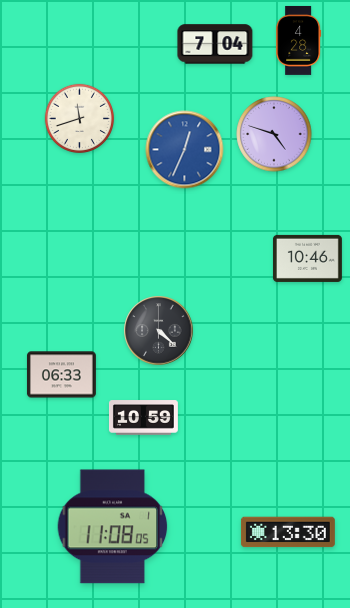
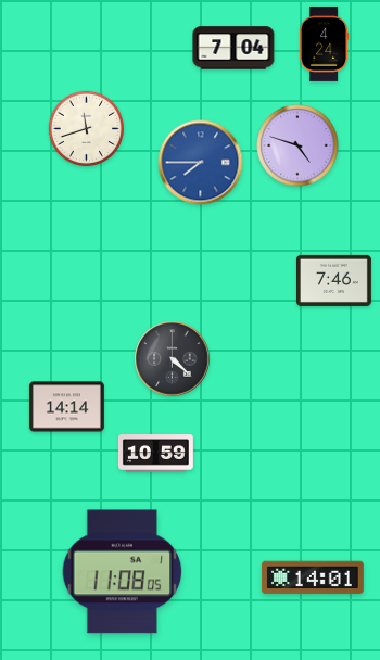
clock at (299, 40): 4:28 -> 4:24
clock at (185, 150): 12:34 -> 7:45
clock at (307, 258): 10:46 -> 7:46
clock at (61, 375): 06:33 -> 14:14
clock at (288, 532): 13:30 -> 14:01
